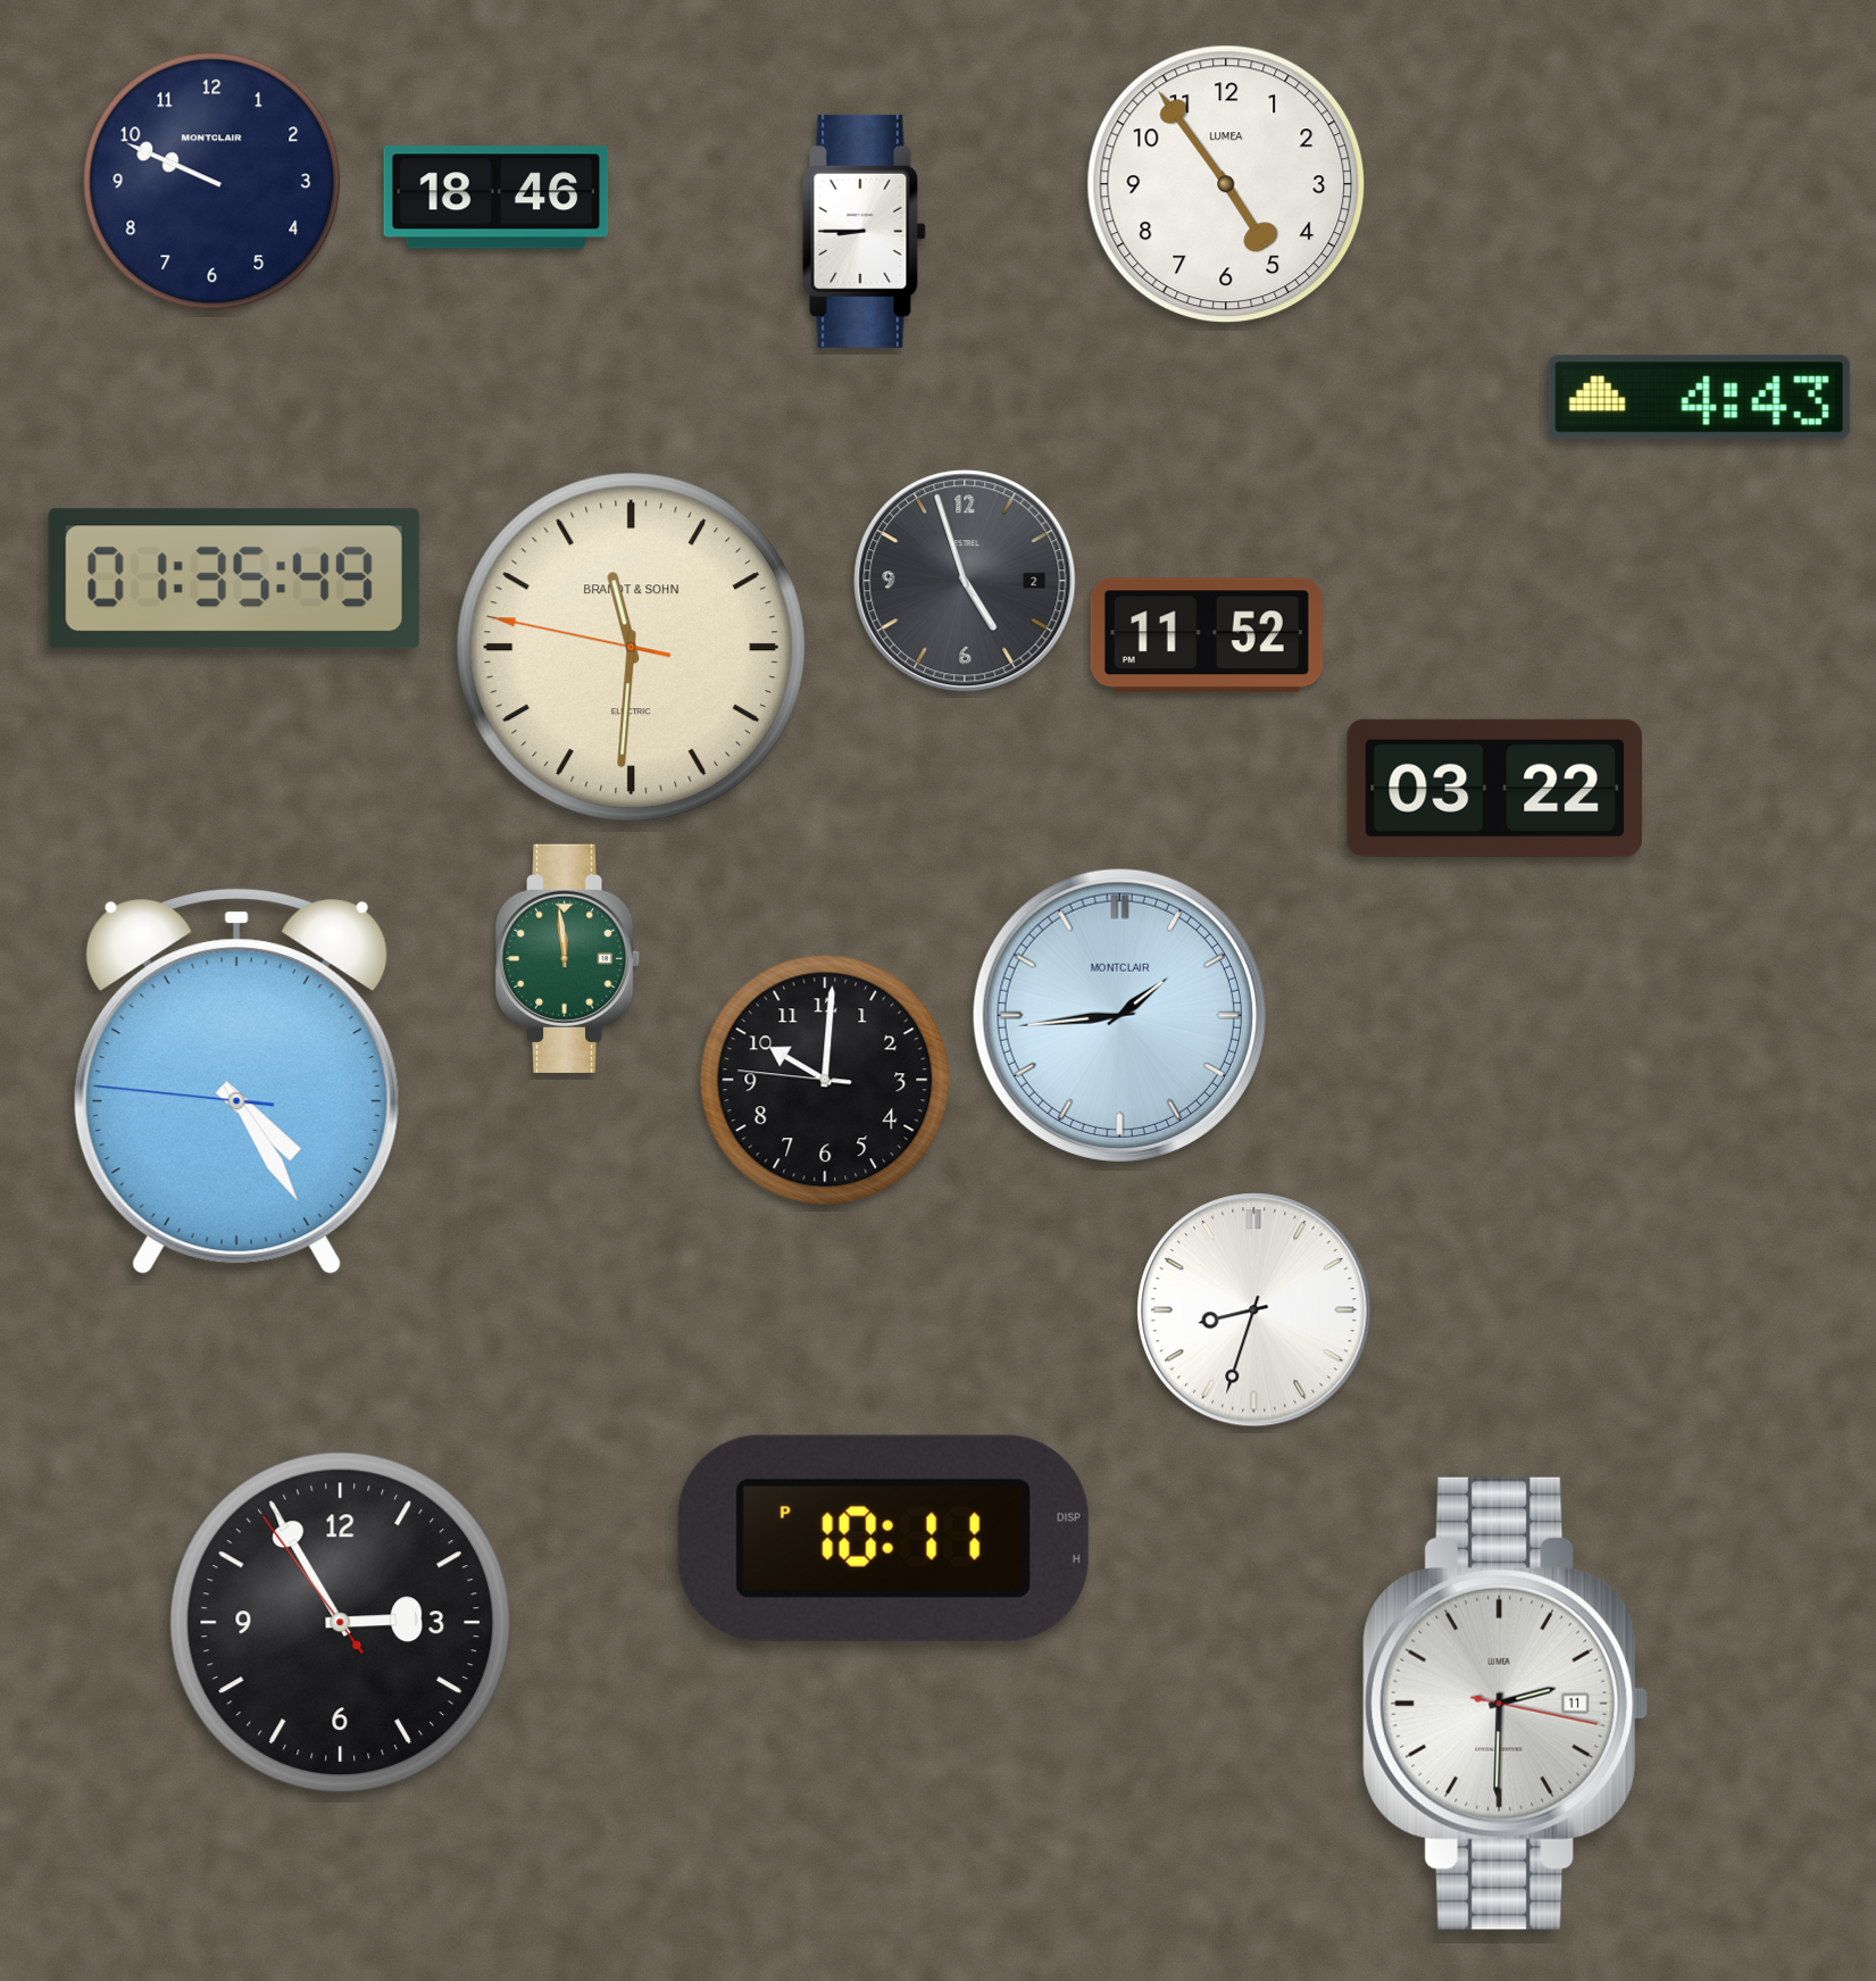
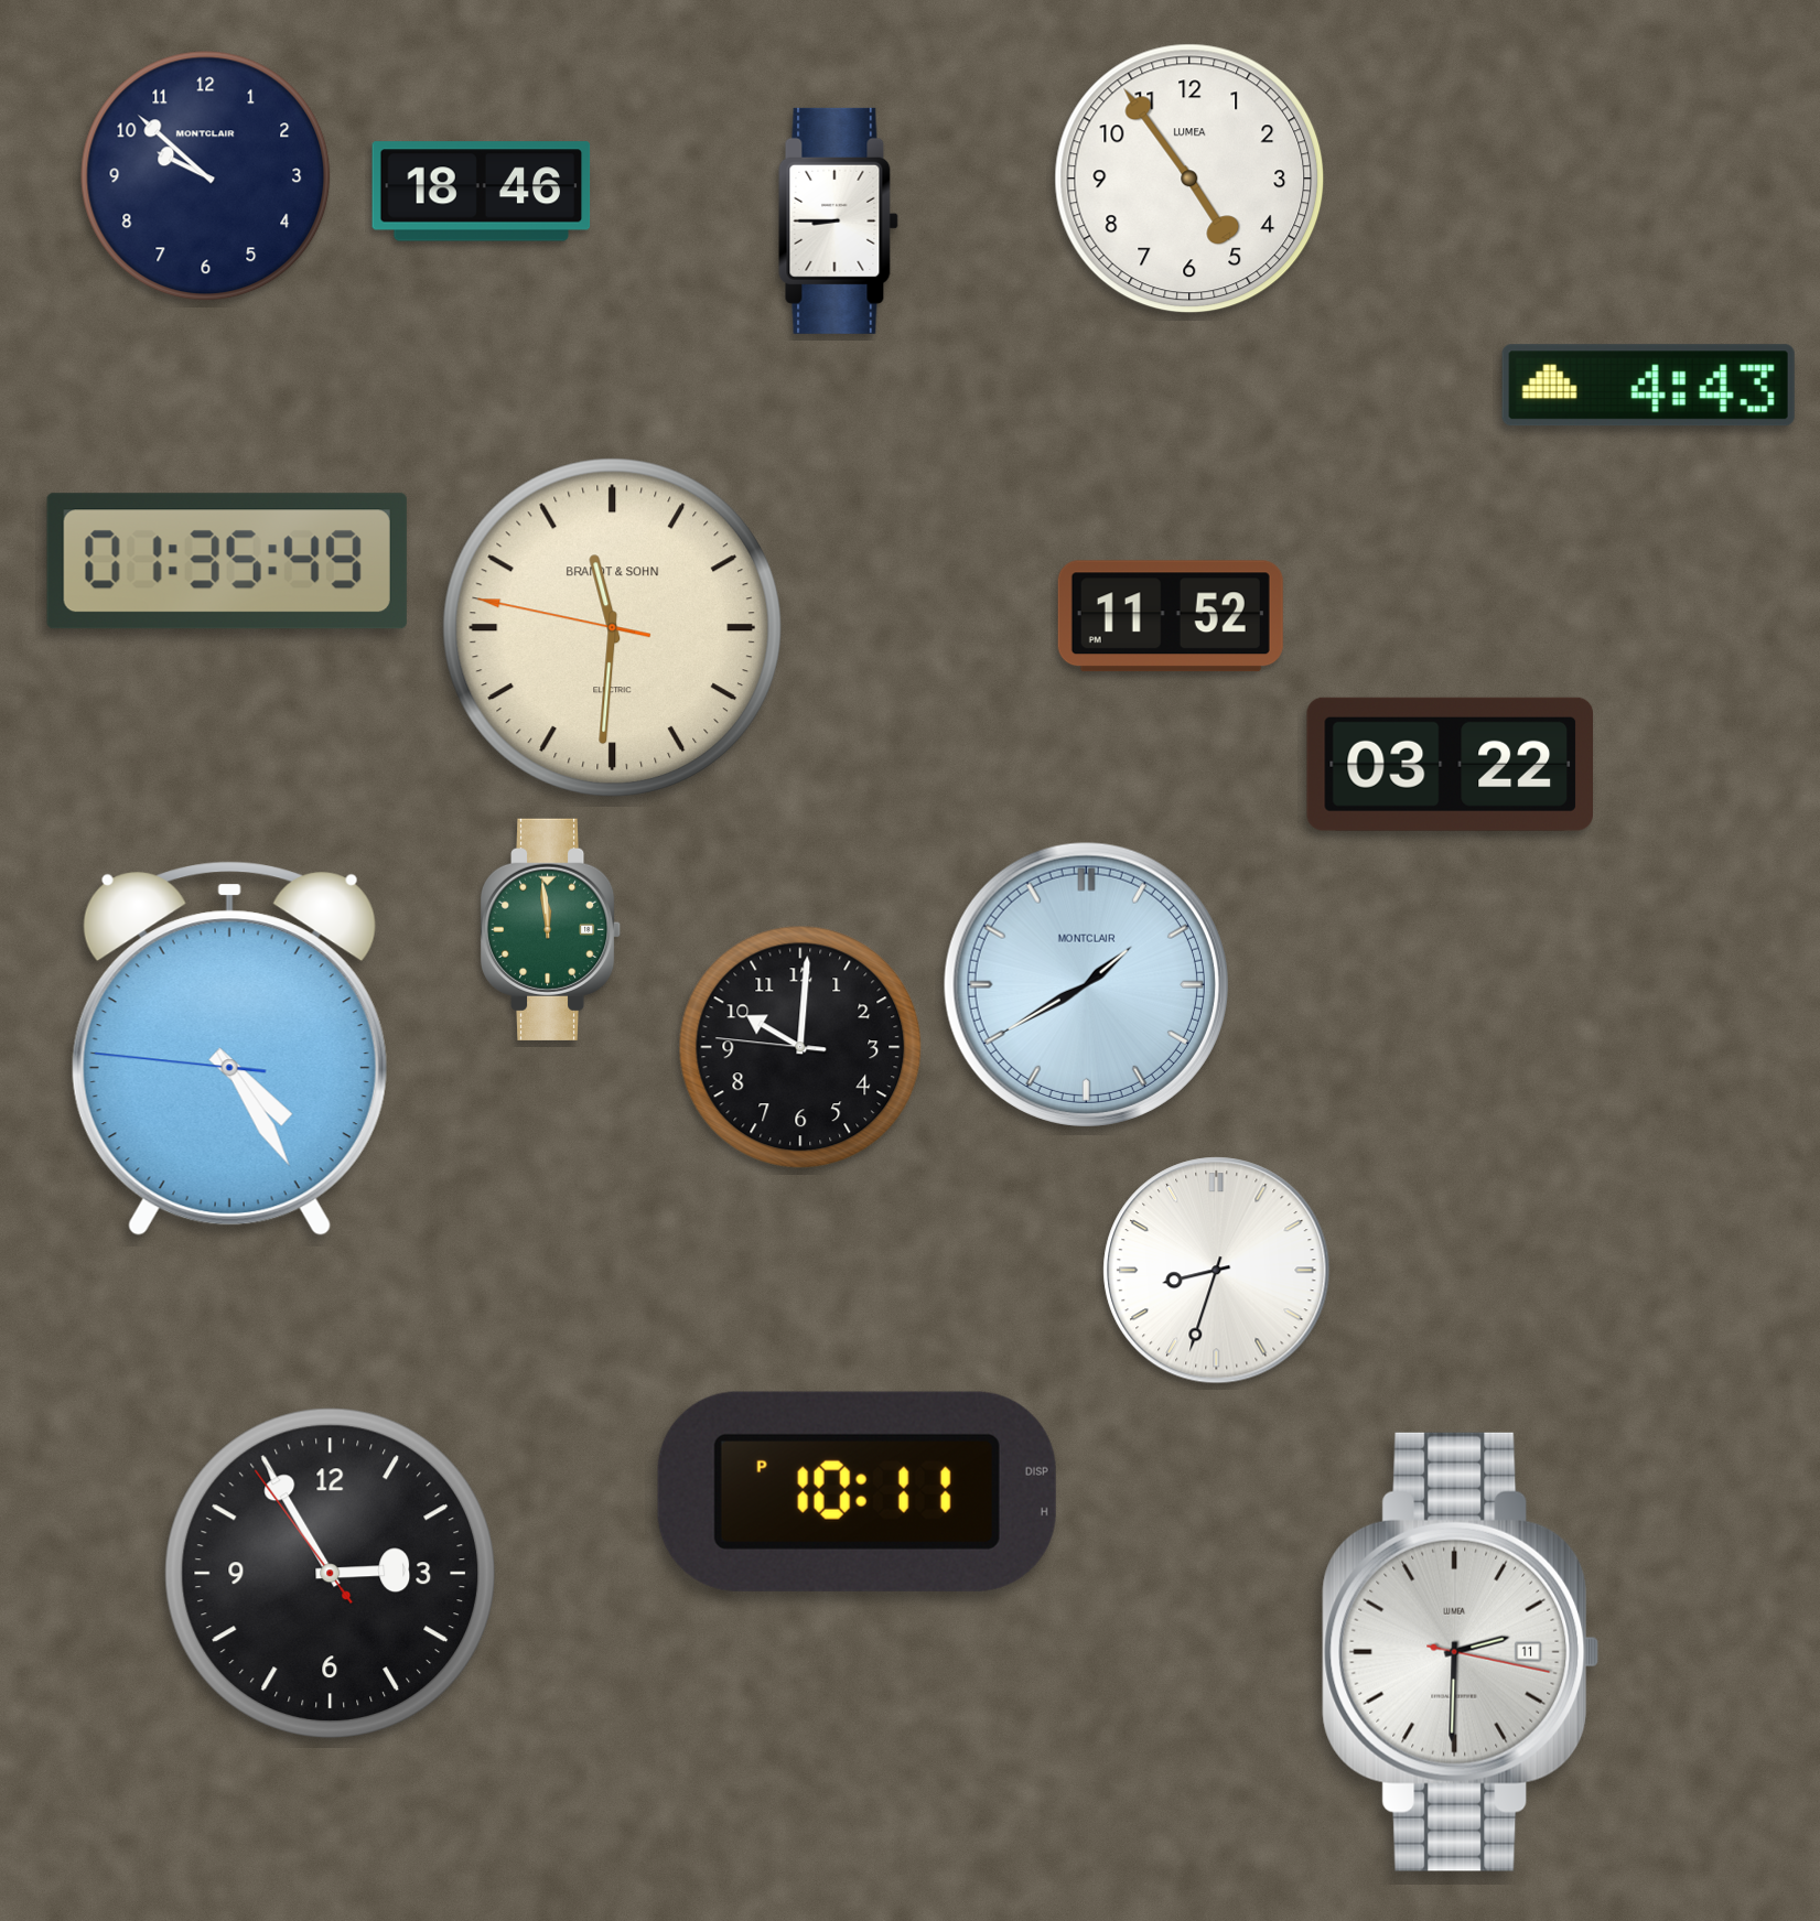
clock at (212, 182): 9:49 -> 9:52
clock at (865, 231) position: (865, 231) -> (839, 220)
clock at (965, 581): 4:57 -> none
clock at (1119, 1015): 1:44 -> 1:40
